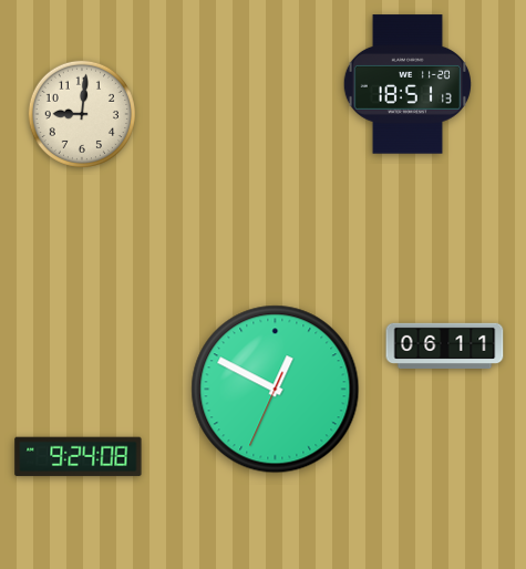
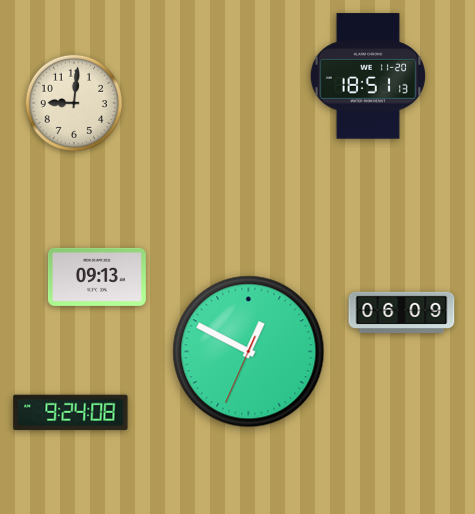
clock at (97, 277): none -> 09:13
clock at (445, 345): 06:11 -> 06:09
